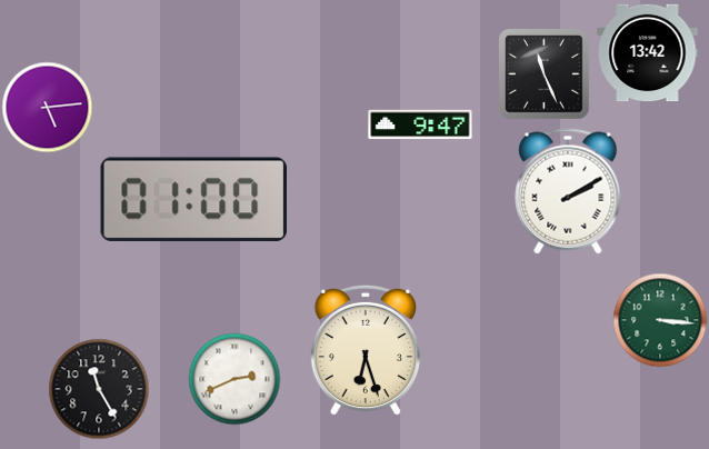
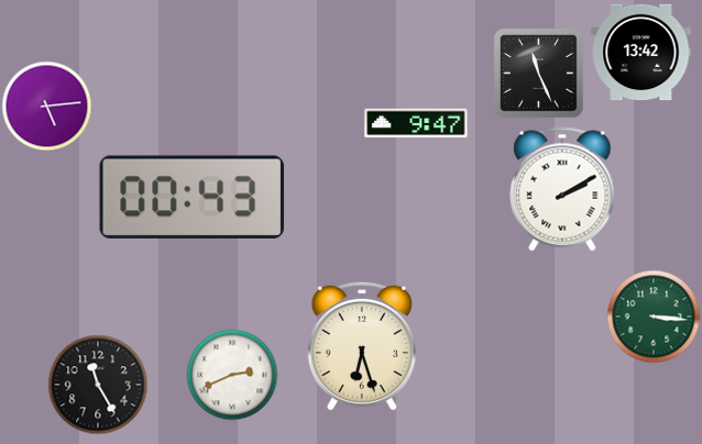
clock at (193, 199): 01:00 -> 00:43
